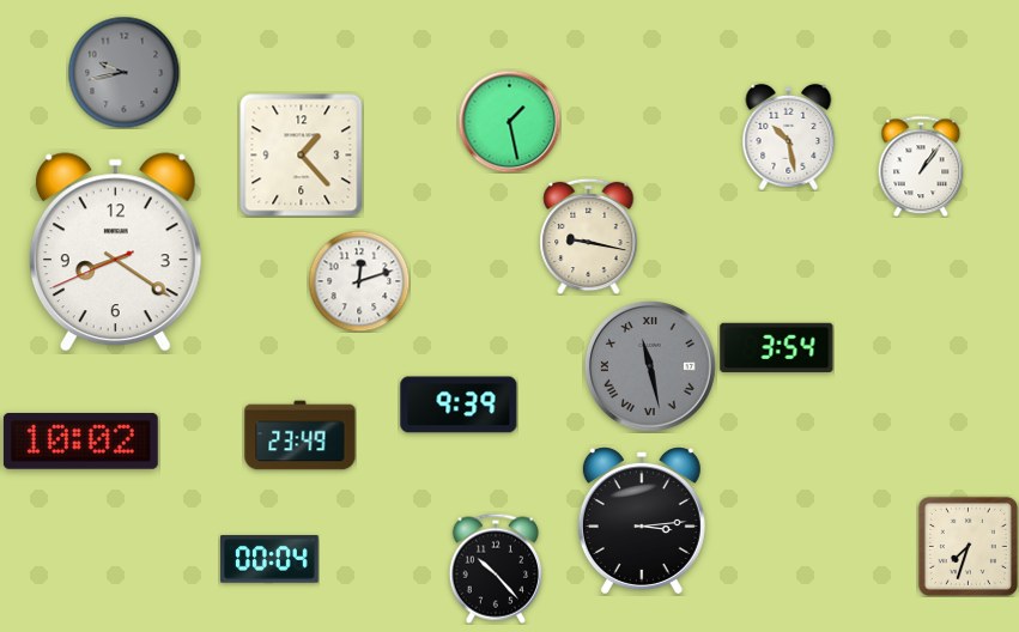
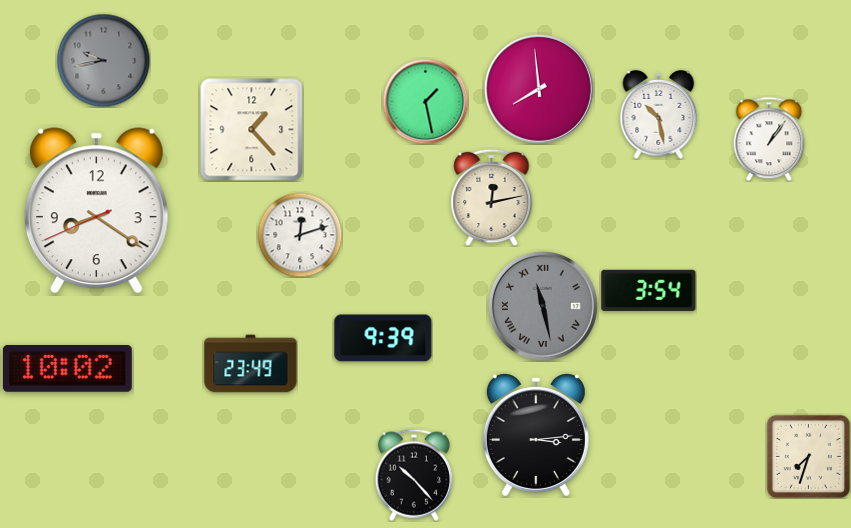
clock at (539, 89): none -> 7:59
clock at (589, 236): 9:17 -> 12:13
clock at (269, 559): 00:04 -> none
